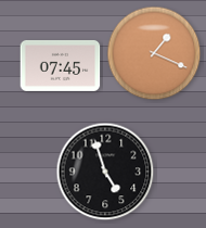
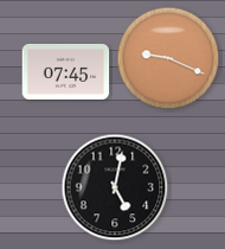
clock at (154, 53): 1:19 -> 9:19
clock at (105, 172): 4:57 -> 5:02
